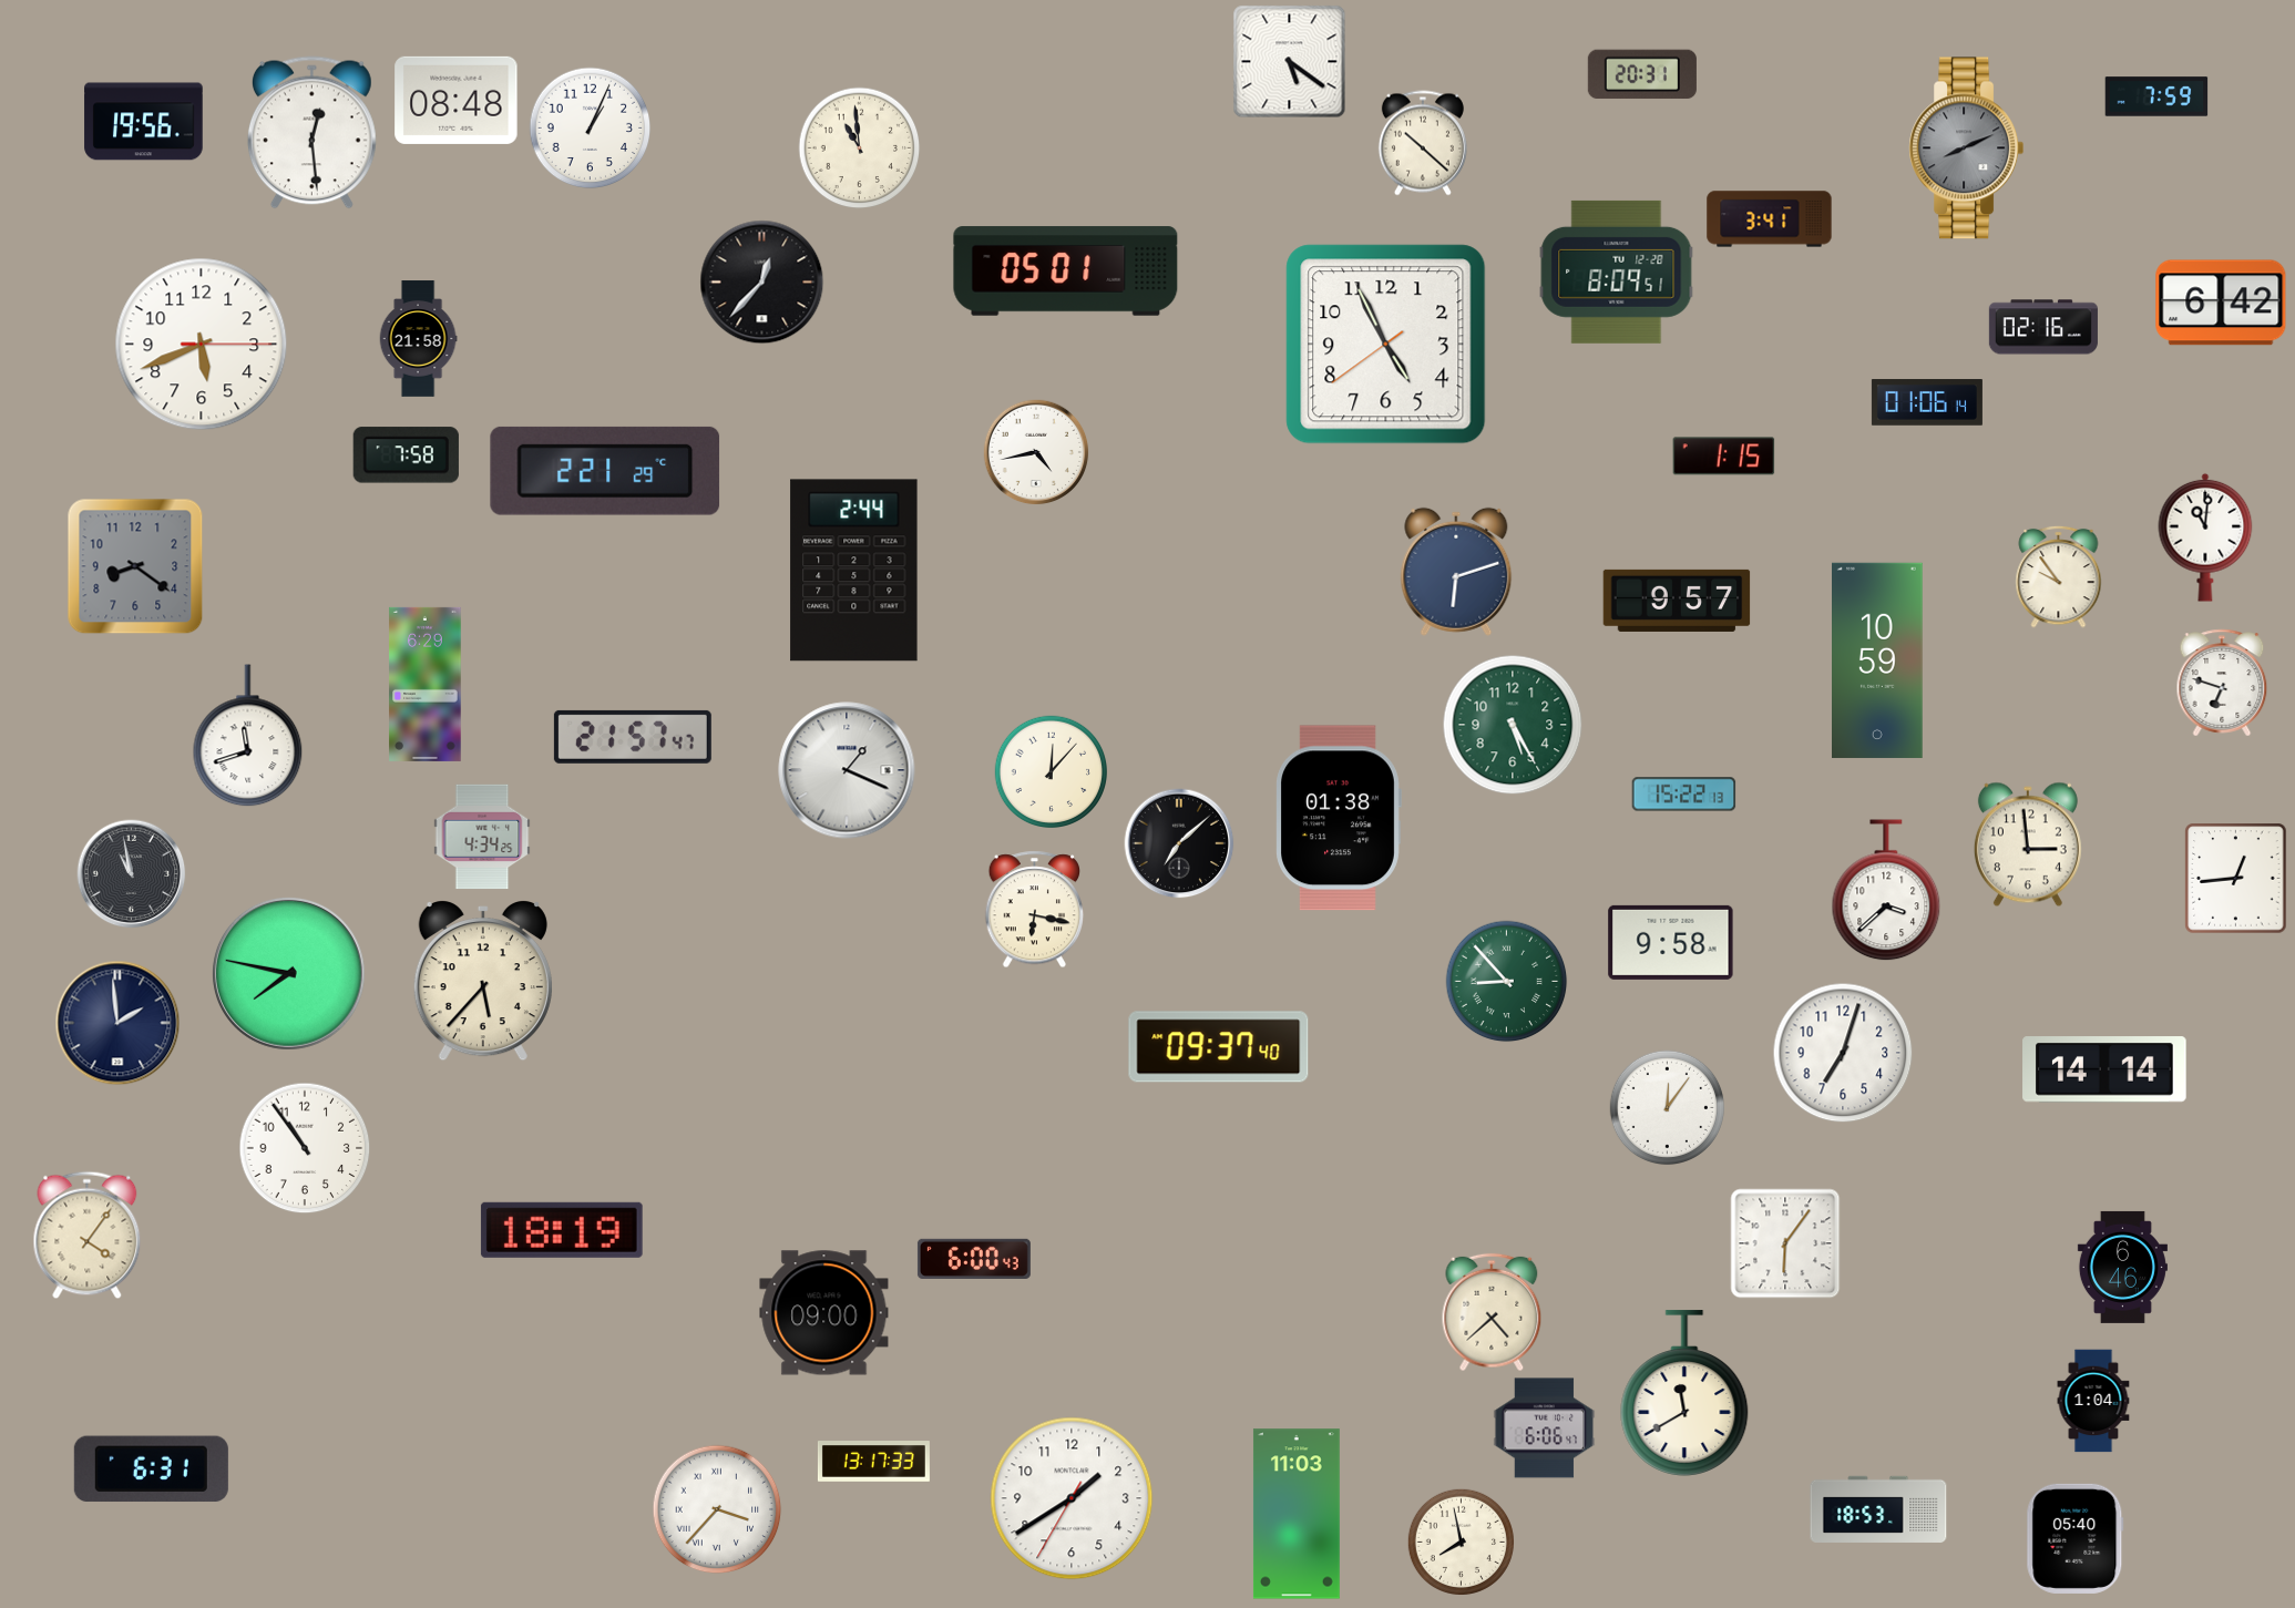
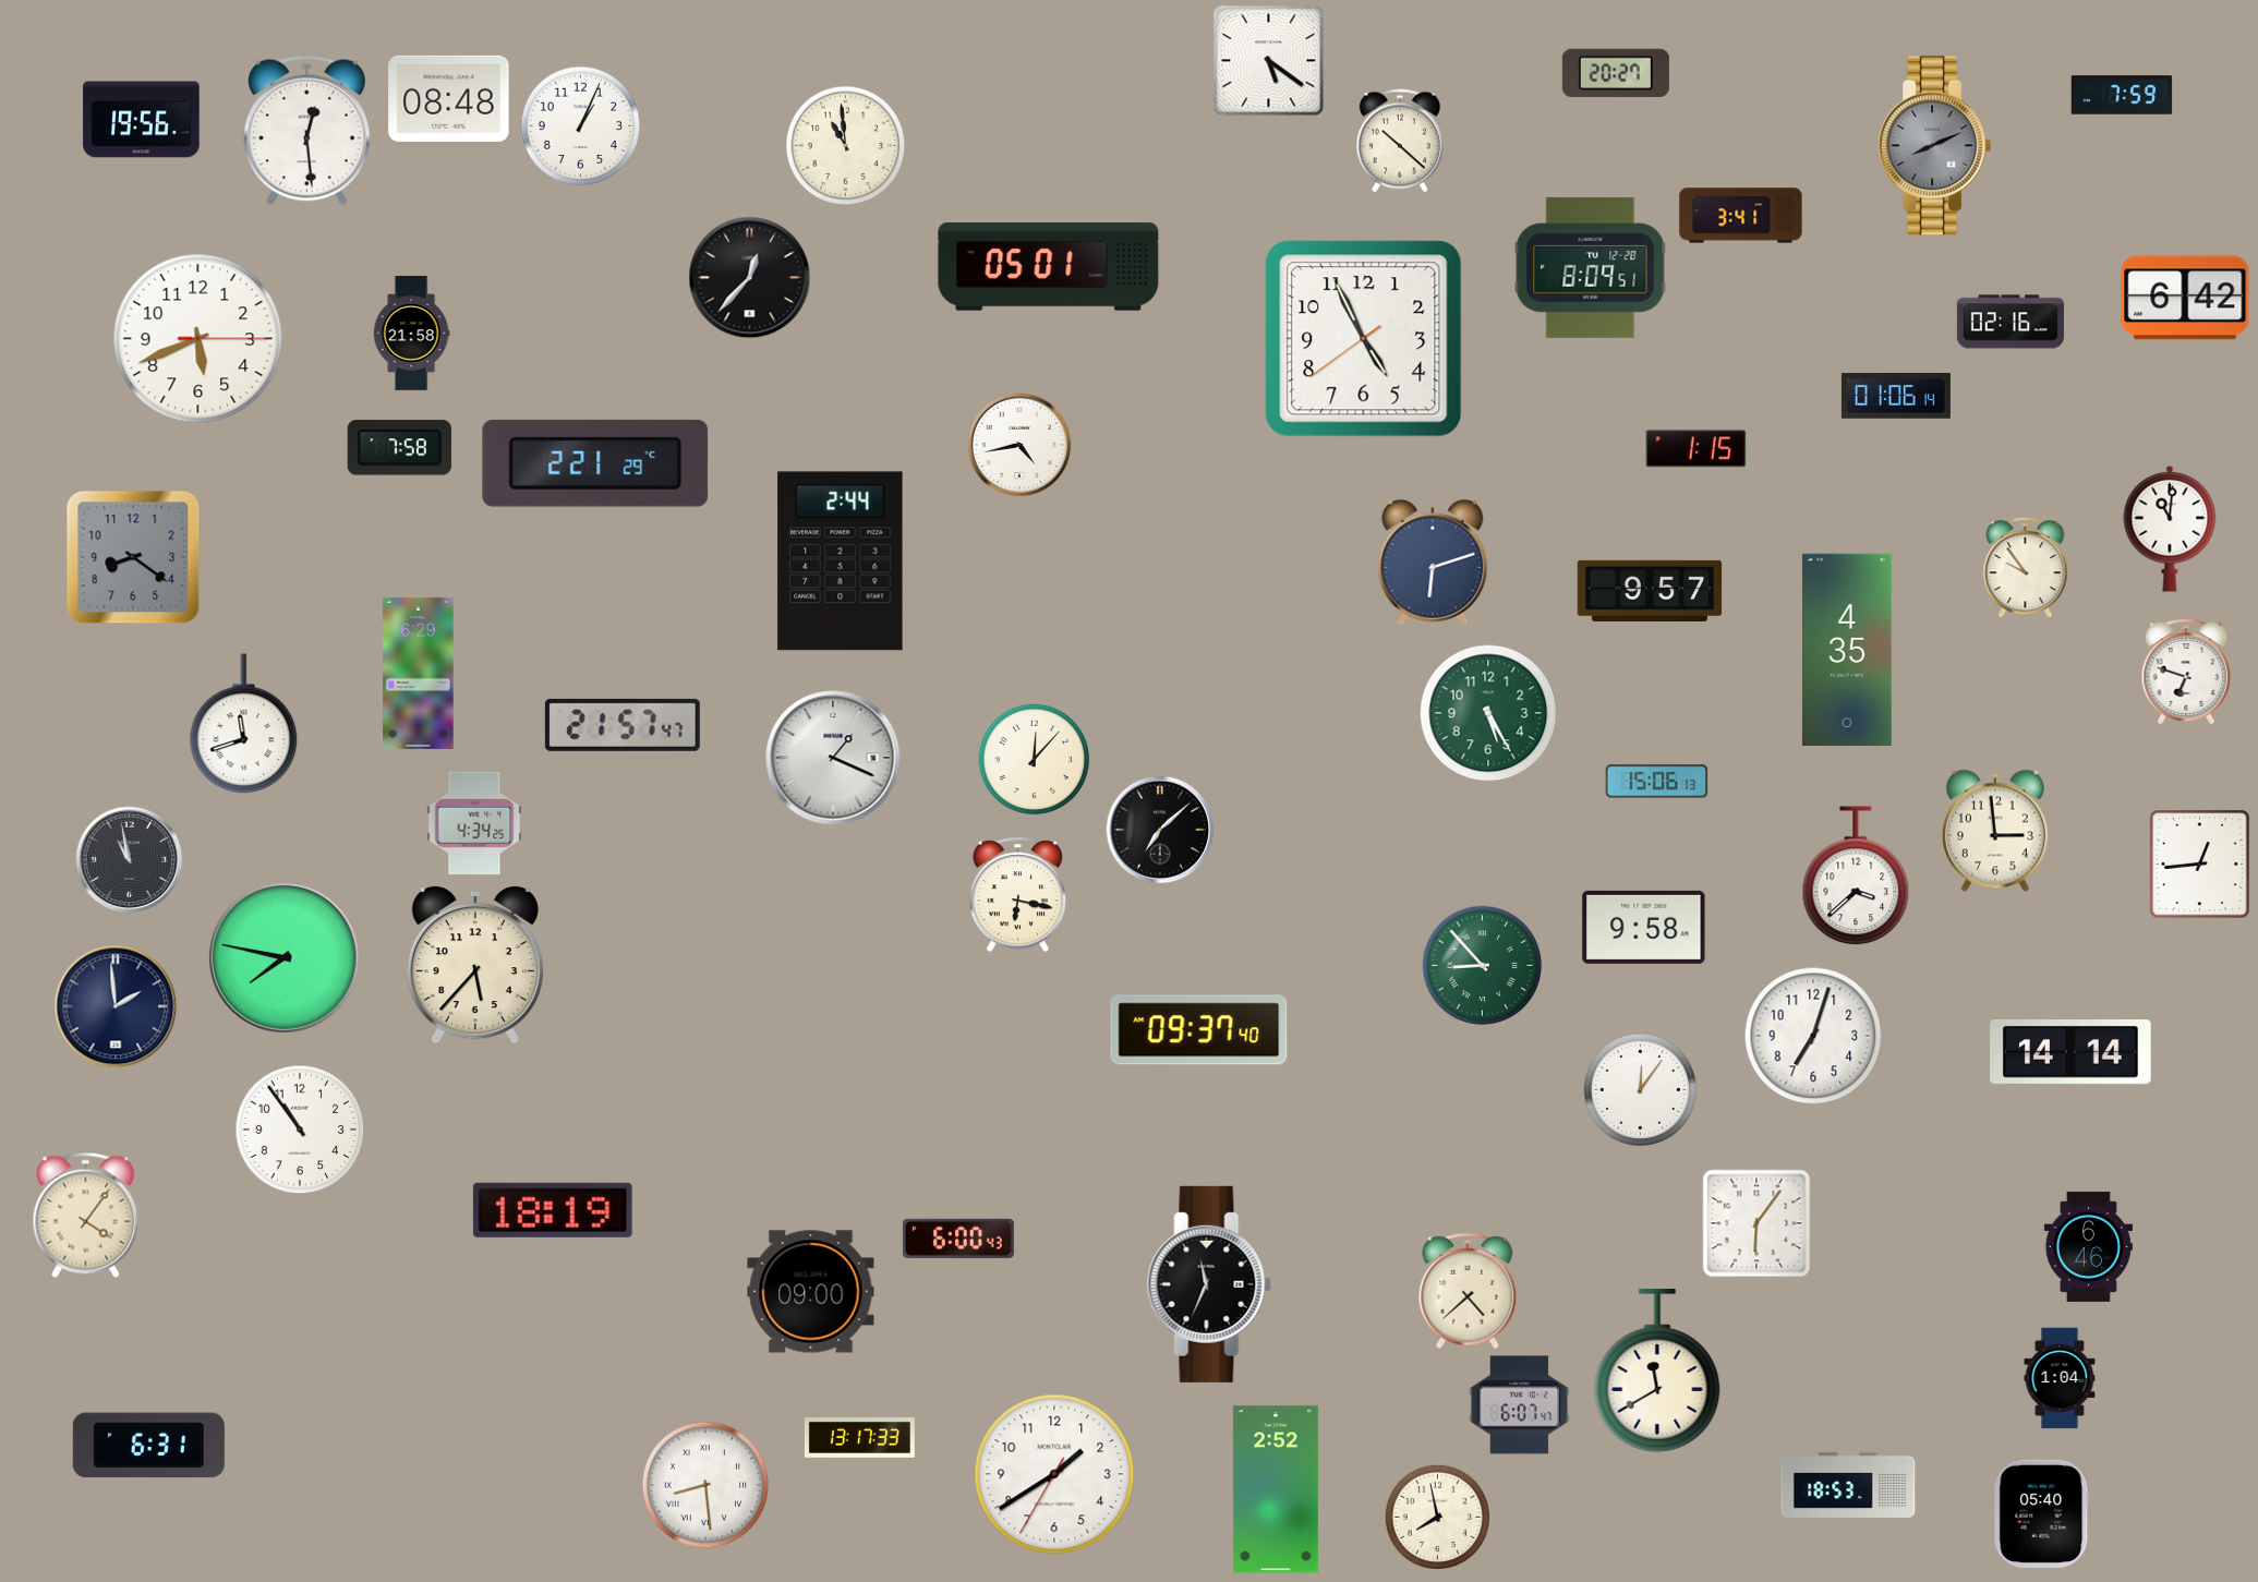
clock at (1642, 74): 20:31 -> 20:27
clock at (1878, 660): 10:59 -> 4:35
clock at (1684, 795): 15:22 -> 15:06
clock at (1339, 818): 01:38 -> none
clock at (1209, 1284): none -> 11:34
clock at (1545, 1428): 6:06 -> 6:07
clock at (717, 1509): 3:37 -> 8:29
clock at (1297, 1514): 11:03 -> 2:52
